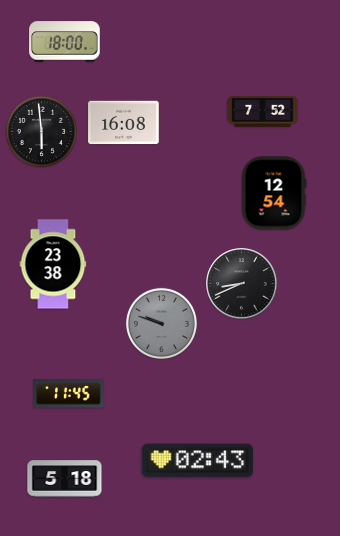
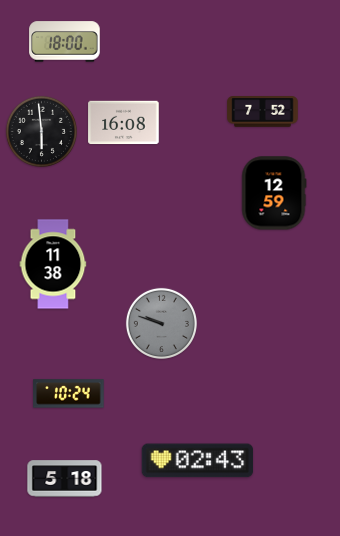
clock at (274, 193): 12:54 -> 12:59
clock at (53, 264): 23:38 -> 11:38
clock at (242, 284): 8:41 -> none
clock at (69, 394): 11:45 -> 10:24
